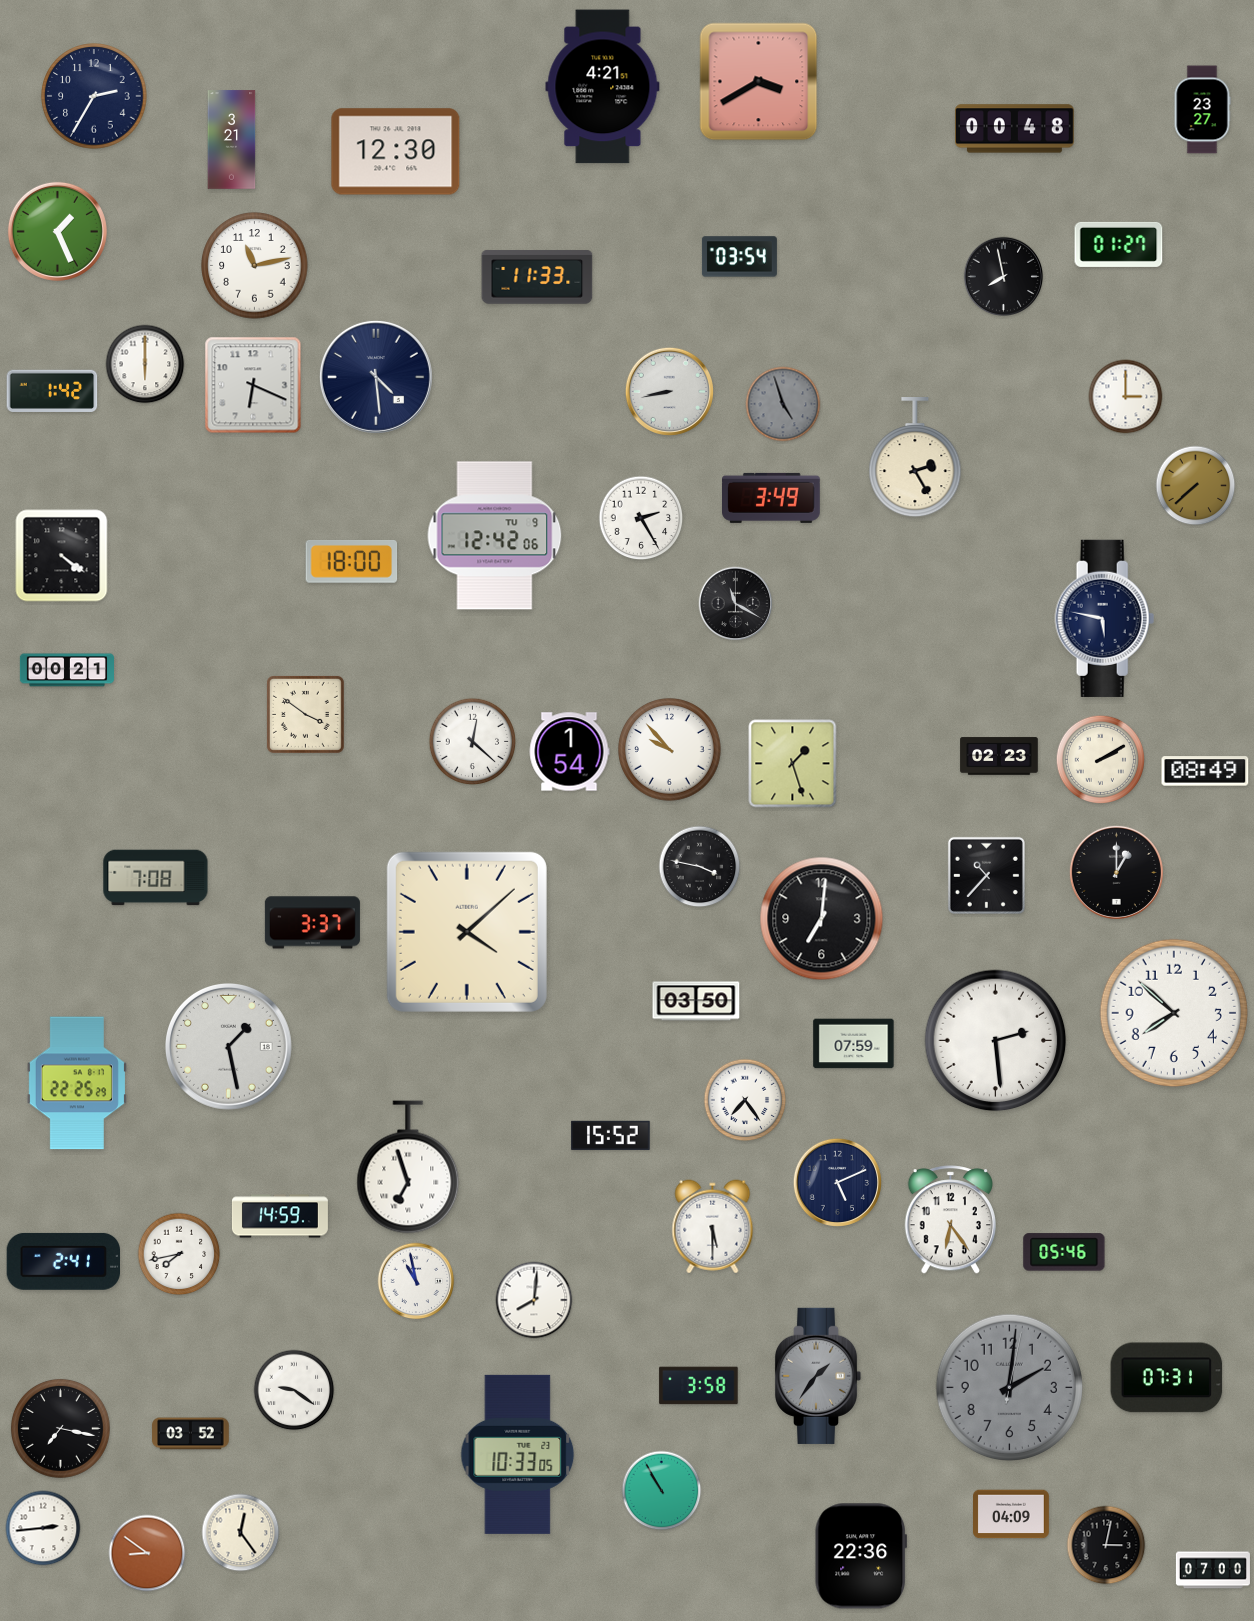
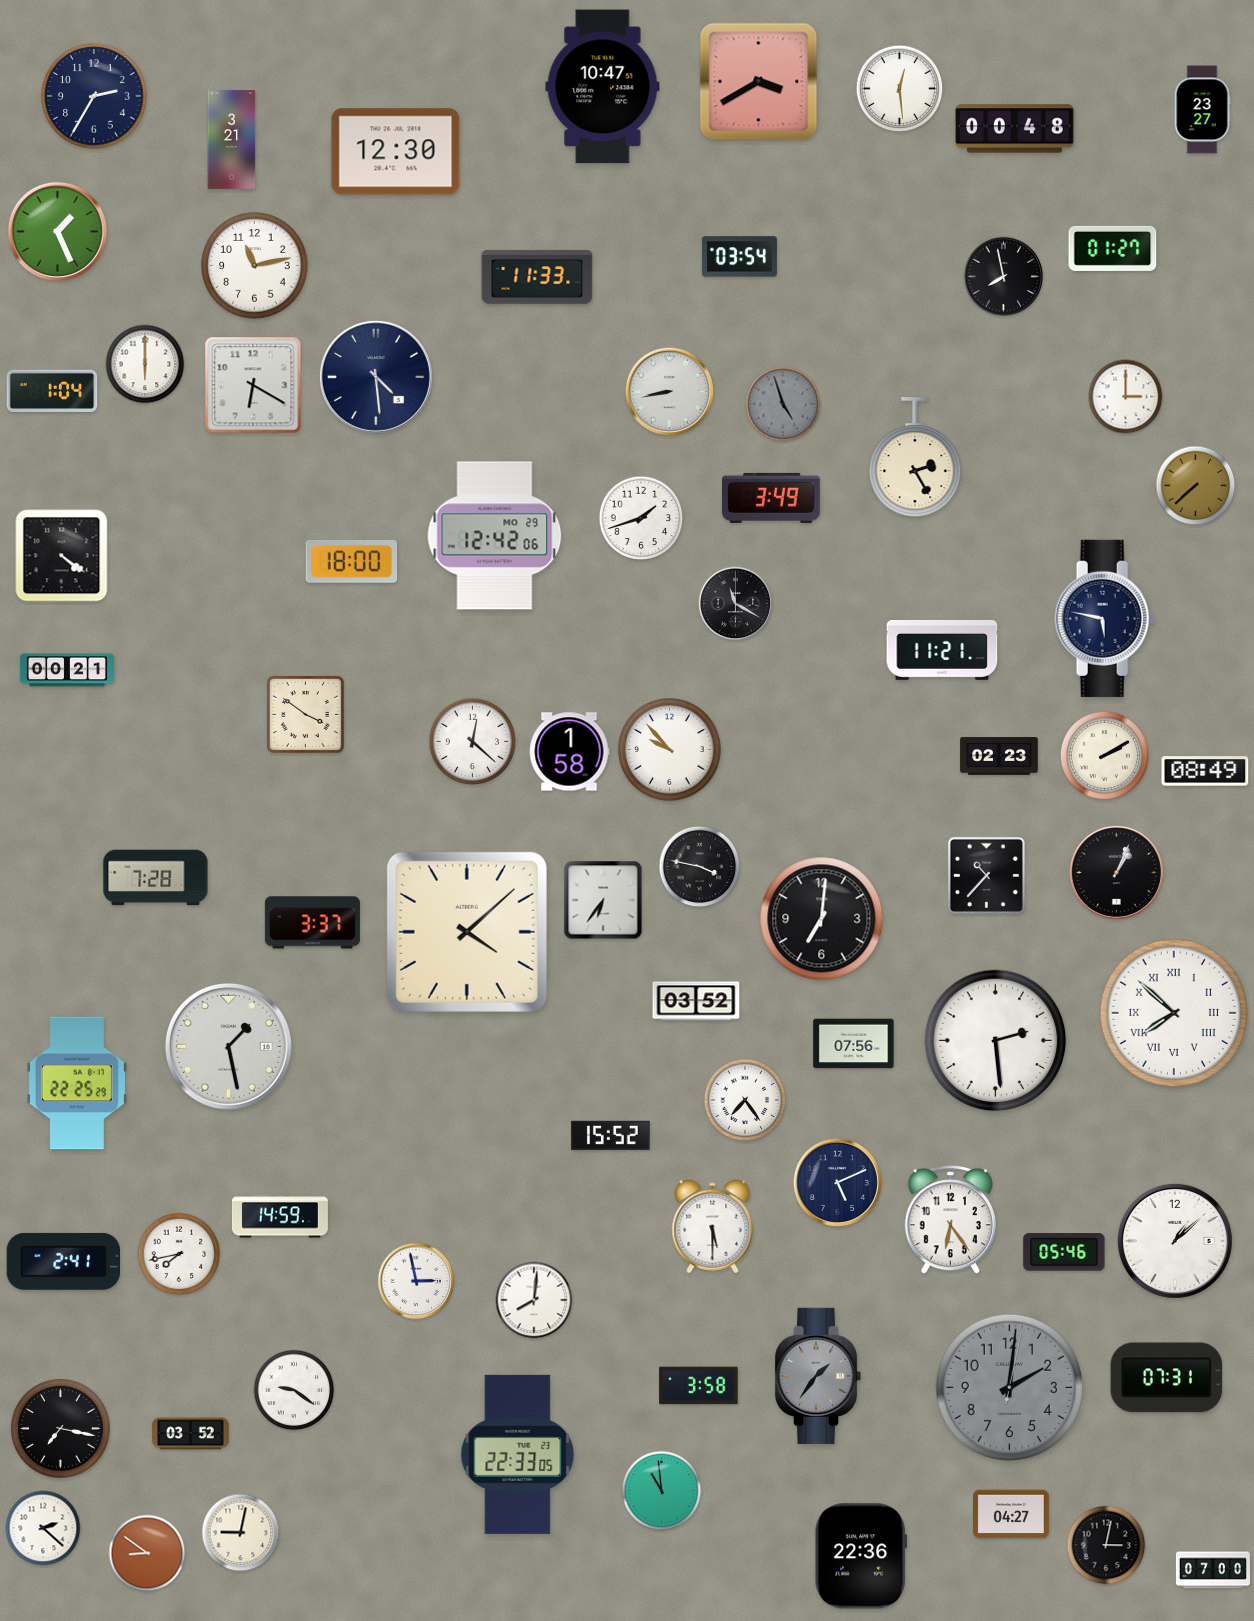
clock at (603, 87): 4:21 -> 10:47
clock at (900, 89): none -> 12:29
clock at (1119, 244) position: (1119, 244) -> (1113, 248)
clock at (253, 385): 6:19 -> 6:20
clock at (52, 390): 1:42 -> 1:04
clock at (641, 518): 2:25 -> 1:42
clock at (495, 536) date: TU 9 -> MO 29
clock at (942, 650): none -> 11:21
clock at (569, 752): 1:54 -> 1:58
clock at (1100, 759) position: (1100, 759) -> (1104, 755)
clock at (793, 764): 1:27 -> none
clock at (1116, 872): 1:00 -> 1:04
clock at (156, 878): 7:08 -> 7:28
clock at (603, 900): none -> 6:36
clock at (696, 1001): 03:50 -> 03:52
clock at (1174, 1013) numerals: Arabic -> Roman
clock at (854, 1044): 07:59 -> 07:56
clock at (408, 1167): 6:57 -> none
clock at (1175, 1241): none -> 1:08
clock at (416, 1281): 10:58 -> 2:58
clock at (518, 1454): 10:33 -> 22:33
clock at (662, 1491): 10:55 -> 10:59
clock at (1012, 1514): 04:09 -> 04:27
clock at (43, 1528): 2:44 -> 2:22
clock at (241, 1533): 12:24 -> 9:02
